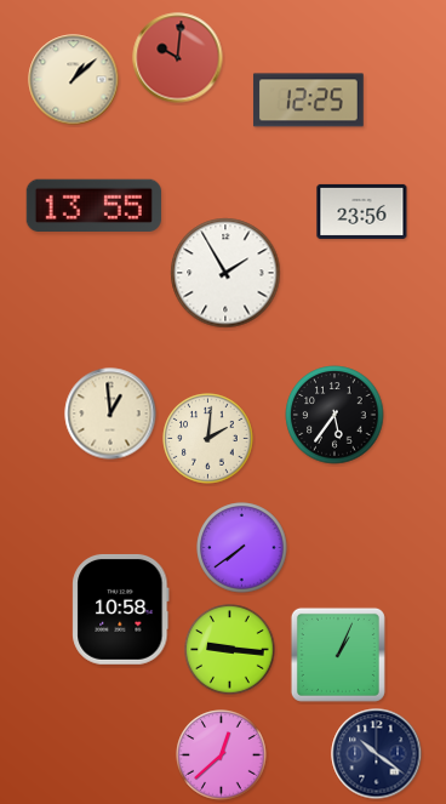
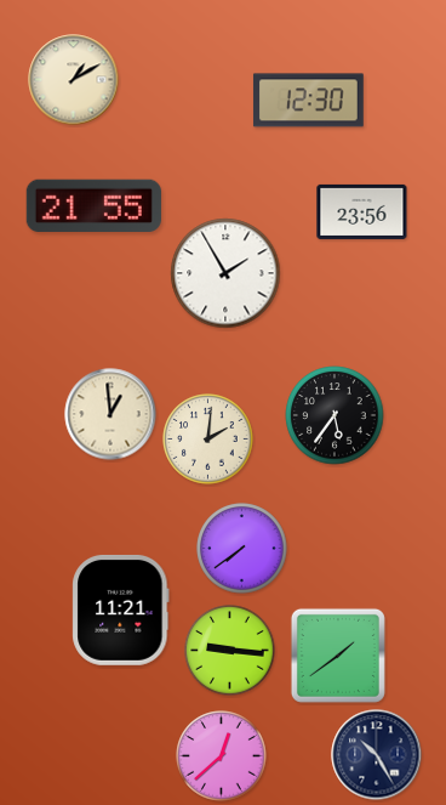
clock at (178, 58): 10:01 -> none
clock at (74, 80): 1:08 -> 1:10
clock at (308, 101): 12:25 -> 12:30
clock at (93, 205): 13:55 -> 21:55
clock at (121, 609): 10:58 -> 11:21
clock at (338, 655): 1:04 -> 1:39
clock at (377, 754): 10:21 -> 10:25
